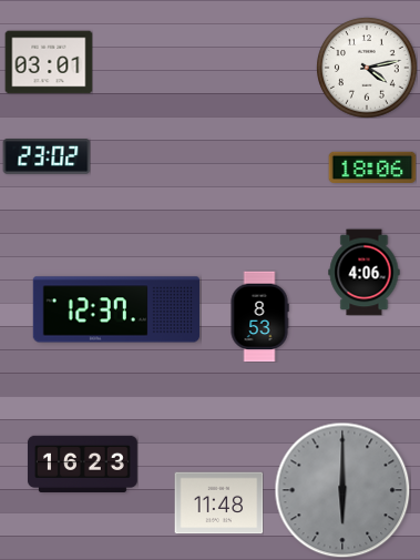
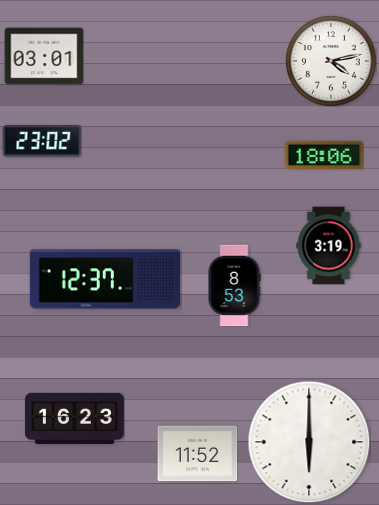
clock at (372, 166) position: (372, 166) -> (324, 154)
clock at (365, 272): 4:06 -> 3:19
clock at (342, 490) dial: grey -> white
clock at (218, 503): 11:48 -> 11:52
